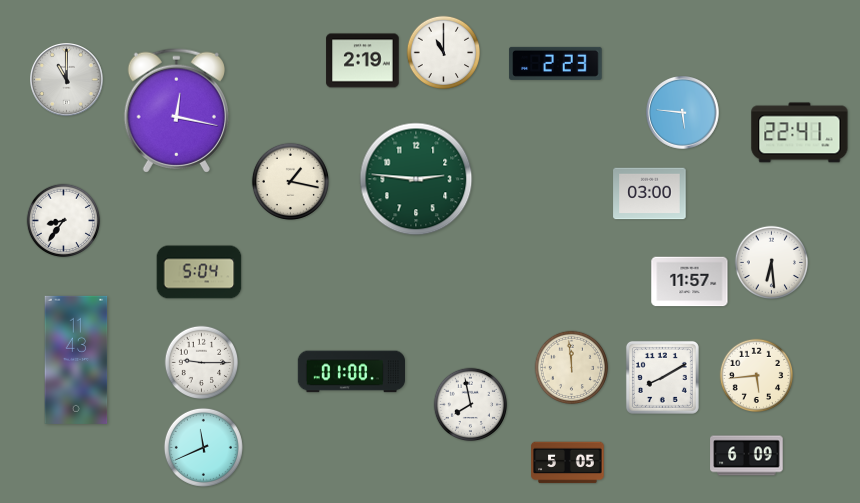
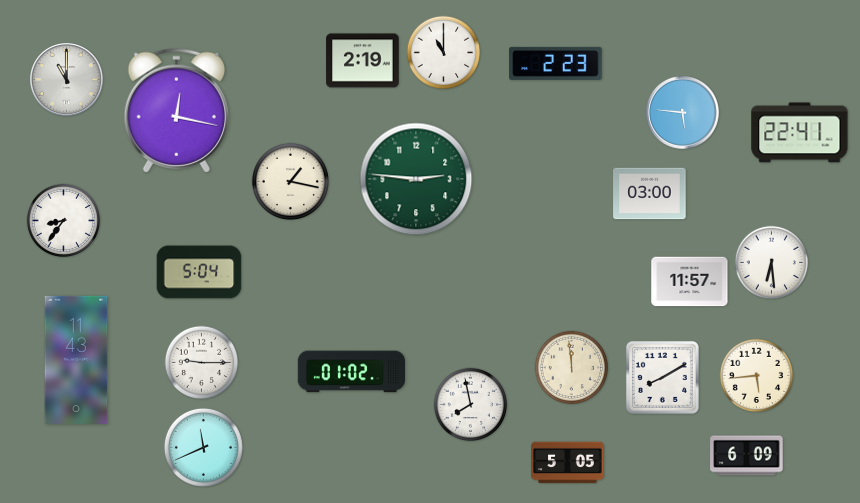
clock at (351, 372): 01:00 -> 01:02
